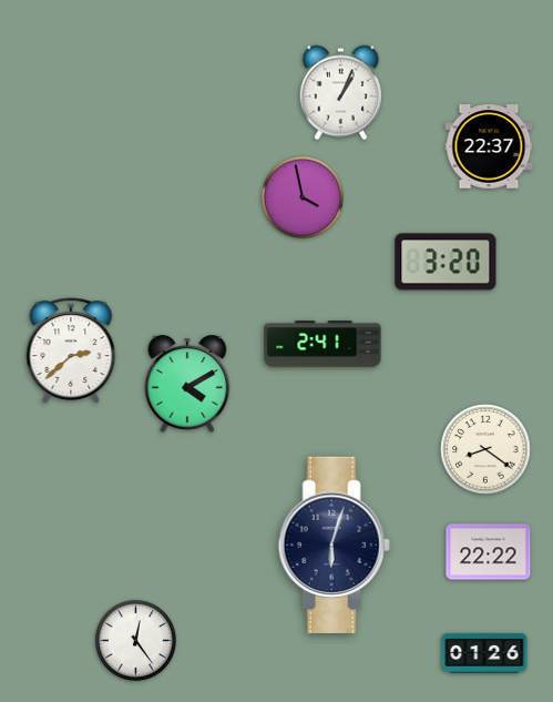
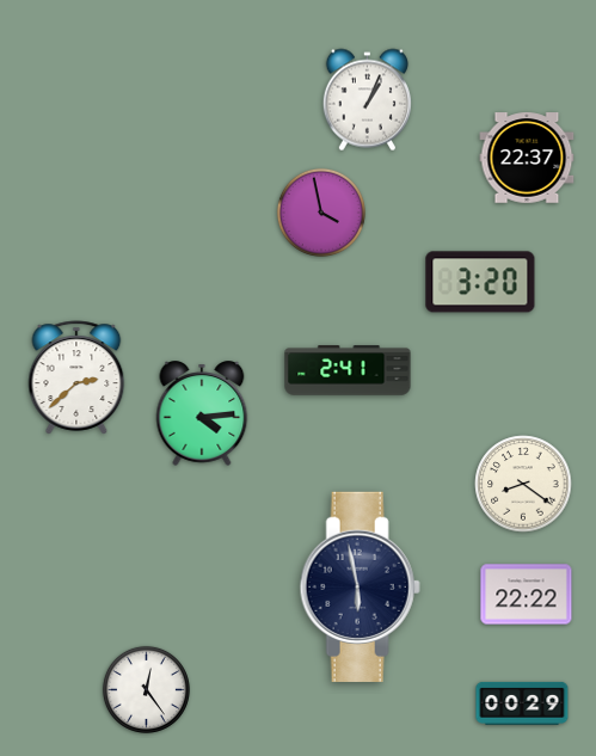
clock at (303, 197) position: (303, 197) -> (321, 213)
clock at (187, 384): 4:10 -> 4:14
clock at (334, 545): 6:03 -> 5:58
clock at (484, 653): 01:26 -> 00:29
